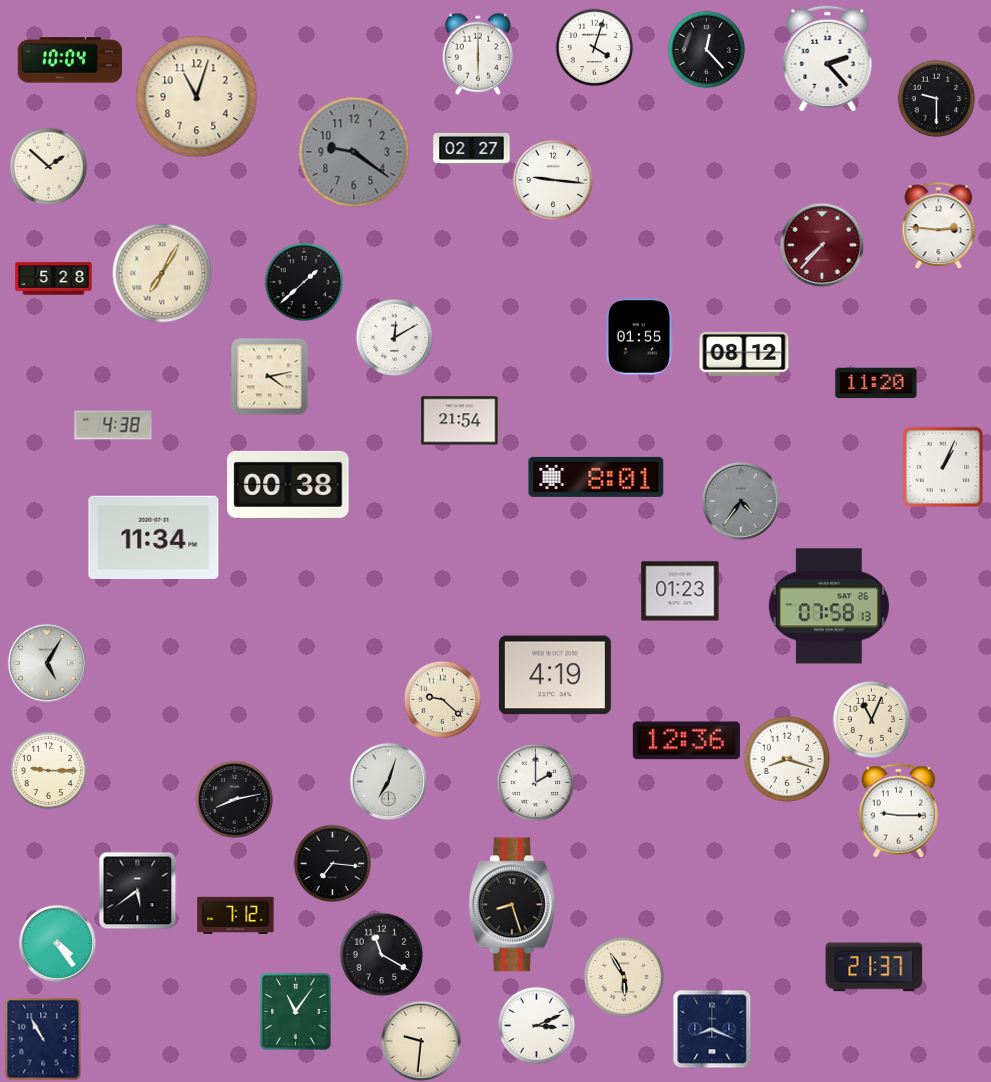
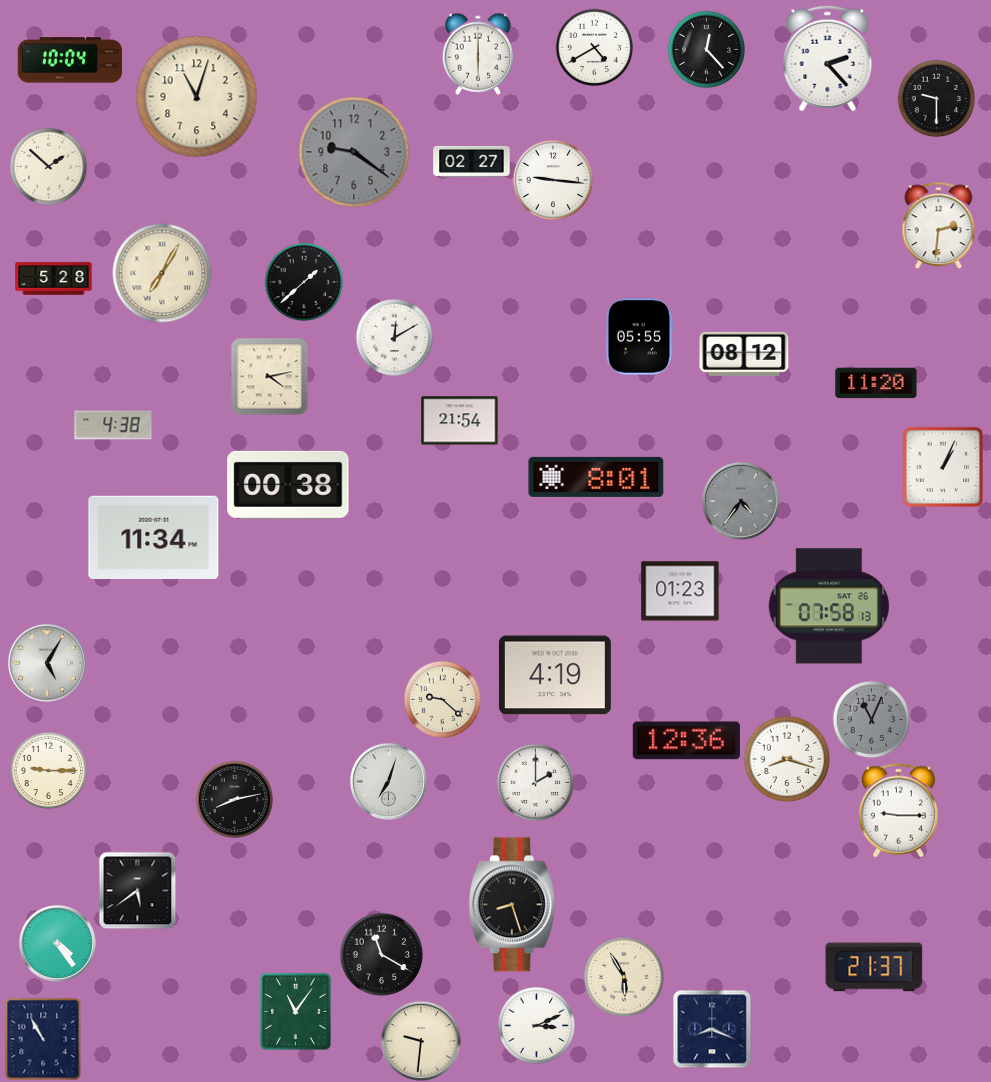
clock at (594, 47): 4:03 -> 4:40
clock at (472, 148) position: (472, 148) -> (472, 161)
clock at (939, 225): 2:46 -> 2:31
clock at (822, 245): 7:37 -> none
clock at (638, 337): 01:55 -> 05:55
clock at (871, 719) dial: cream -> grey
clock at (332, 863): 7:16 -> none
clock at (236, 915): 7:12 -> none
